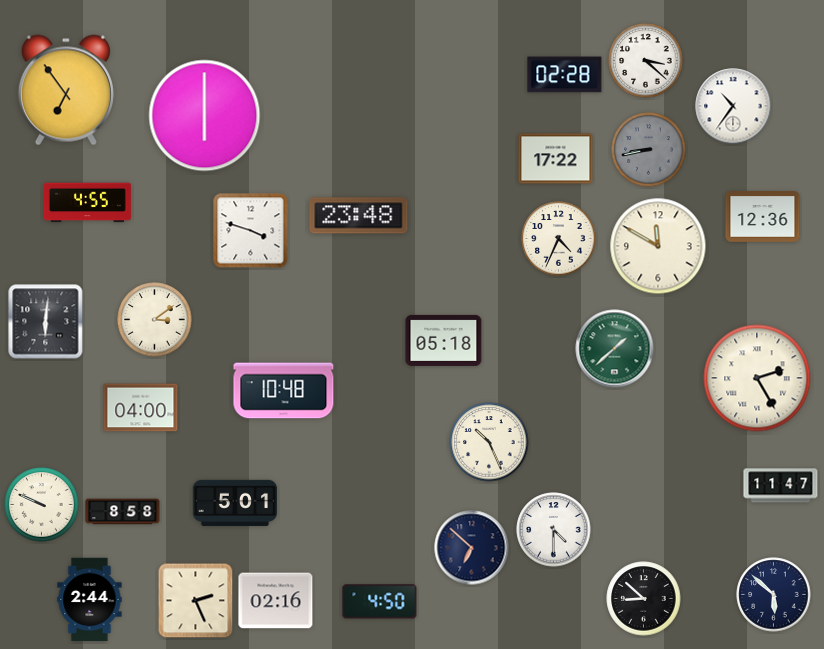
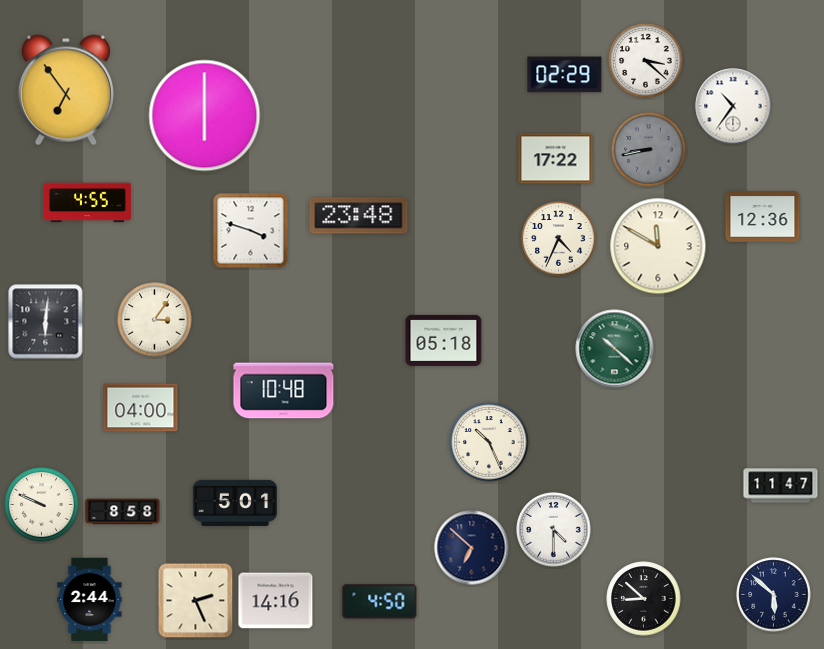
clock at (565, 75): 02:28 -> 02:29
clock at (155, 320): 3:09 -> 3:06
clock at (615, 349): 1:38 -> 10:22
clock at (757, 378): 2:25 -> none
clock at (276, 601): 02:16 -> 14:16
